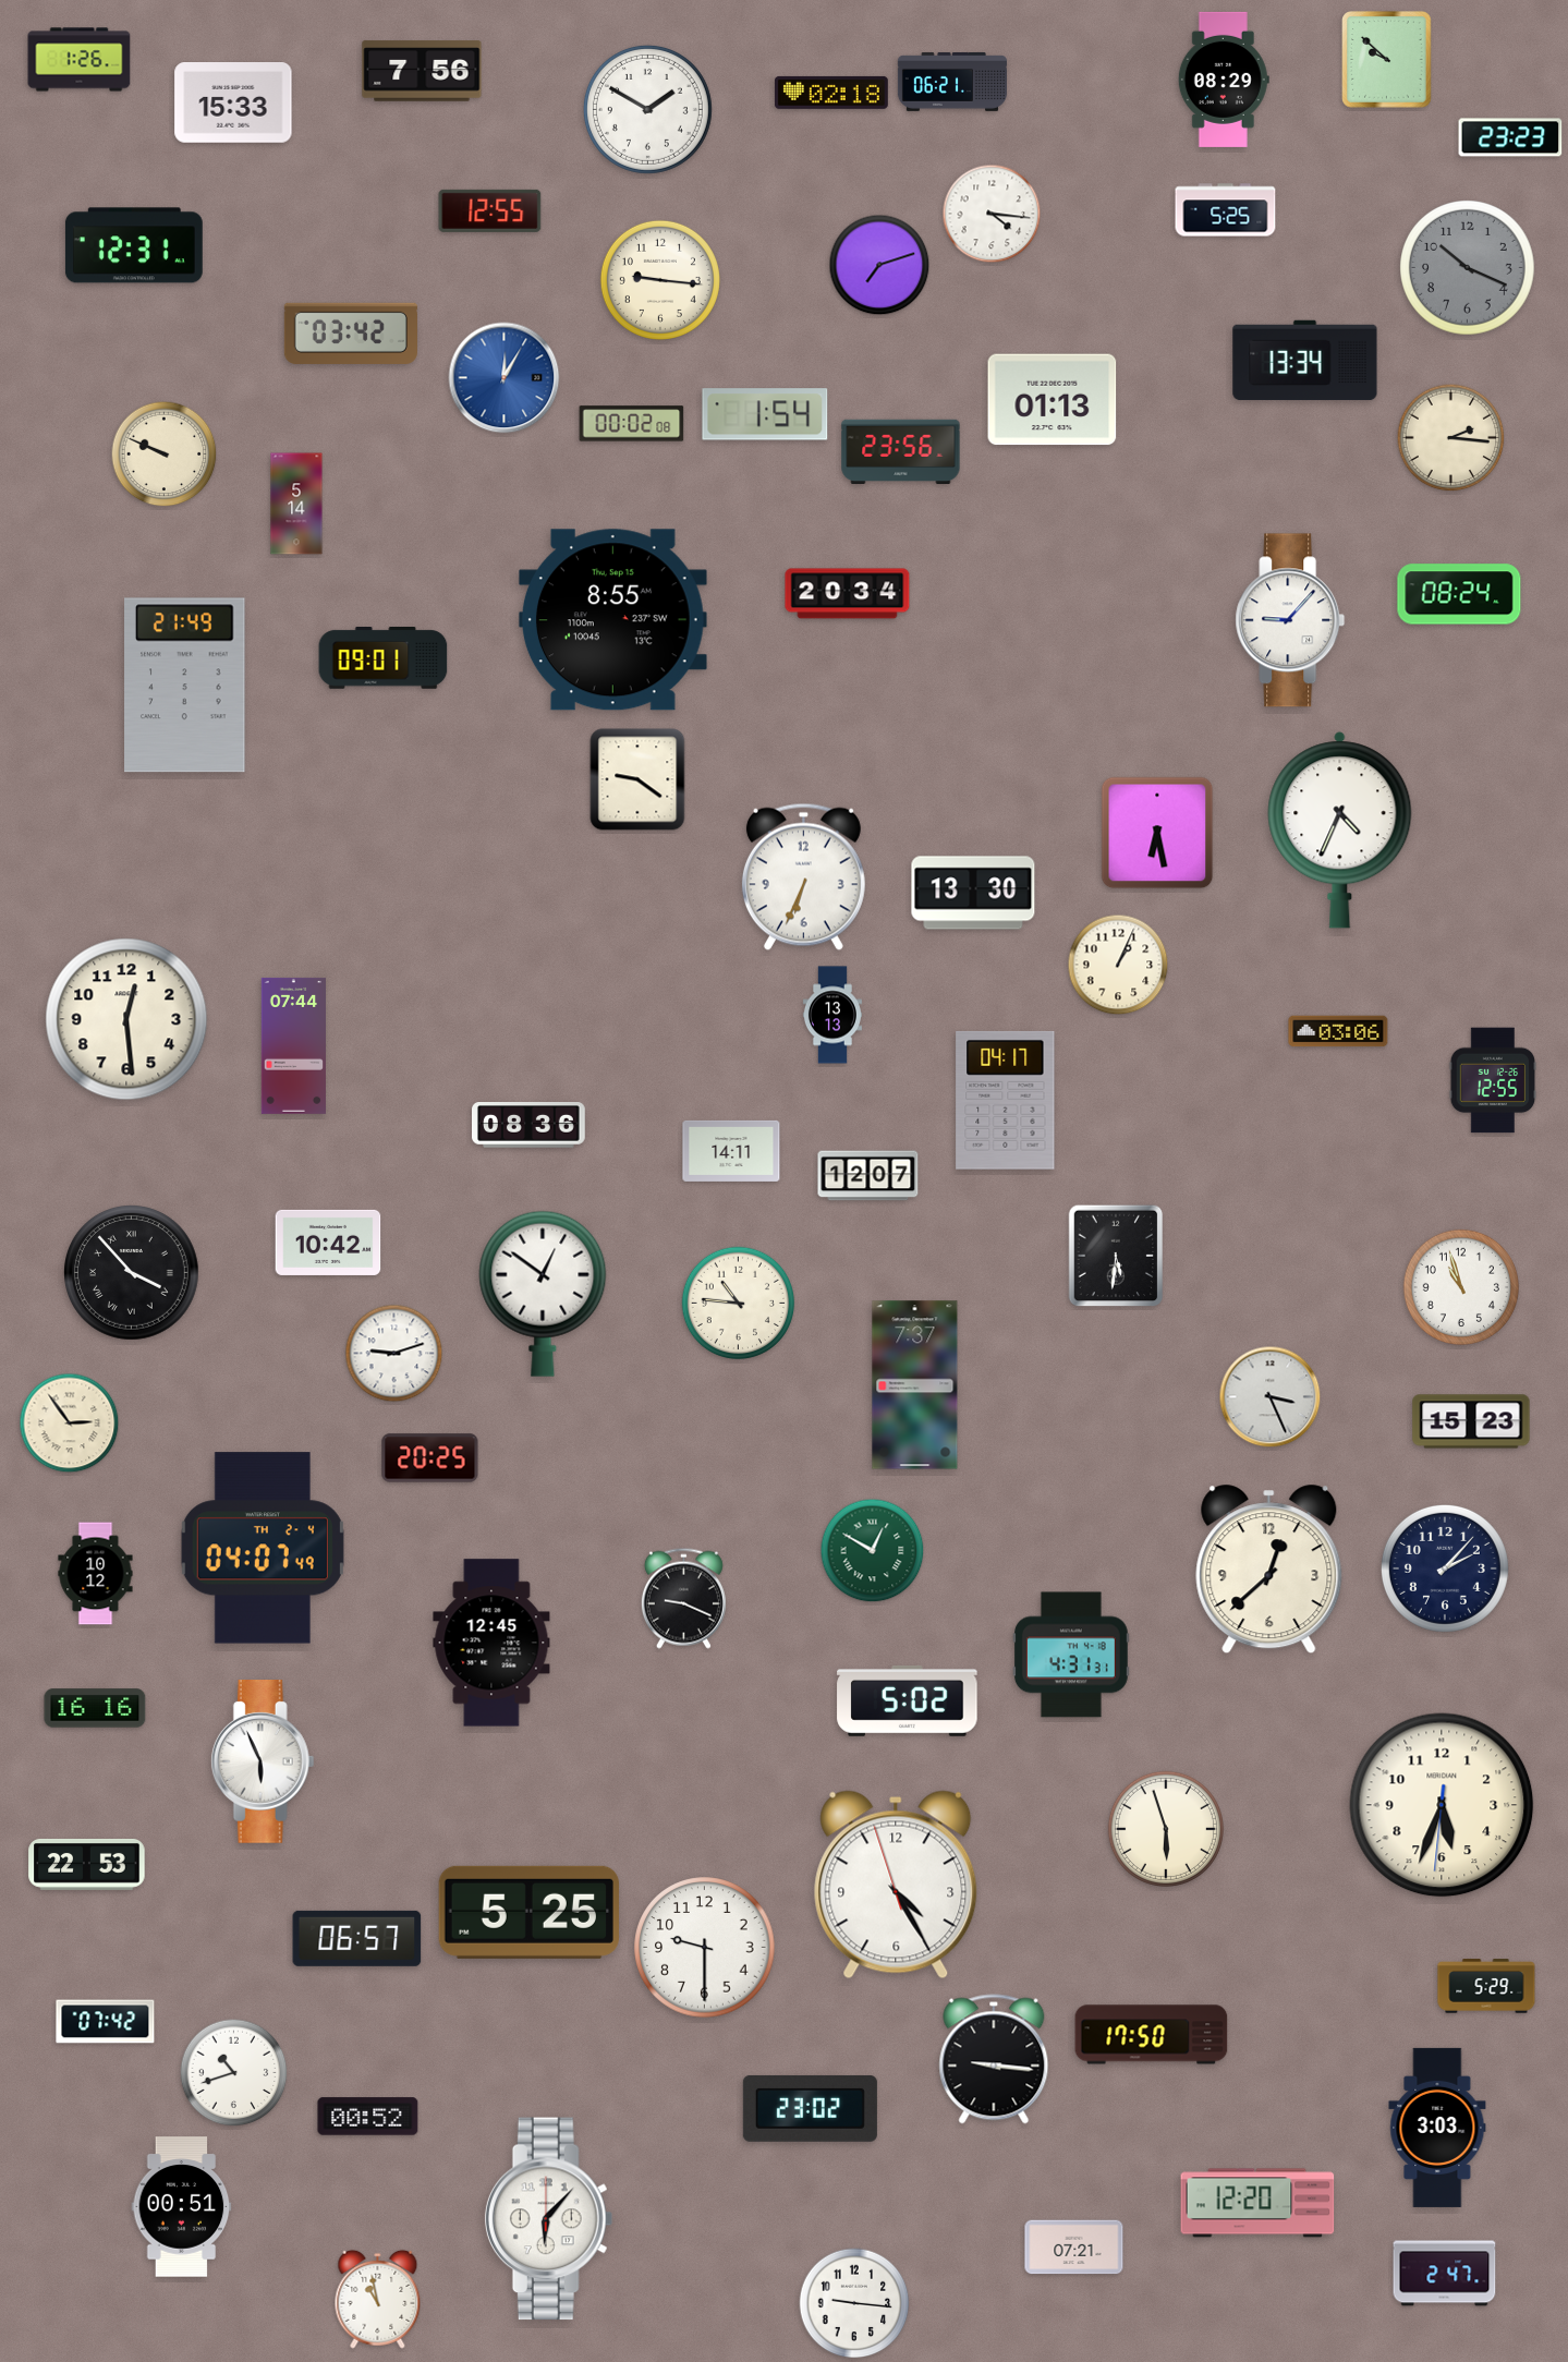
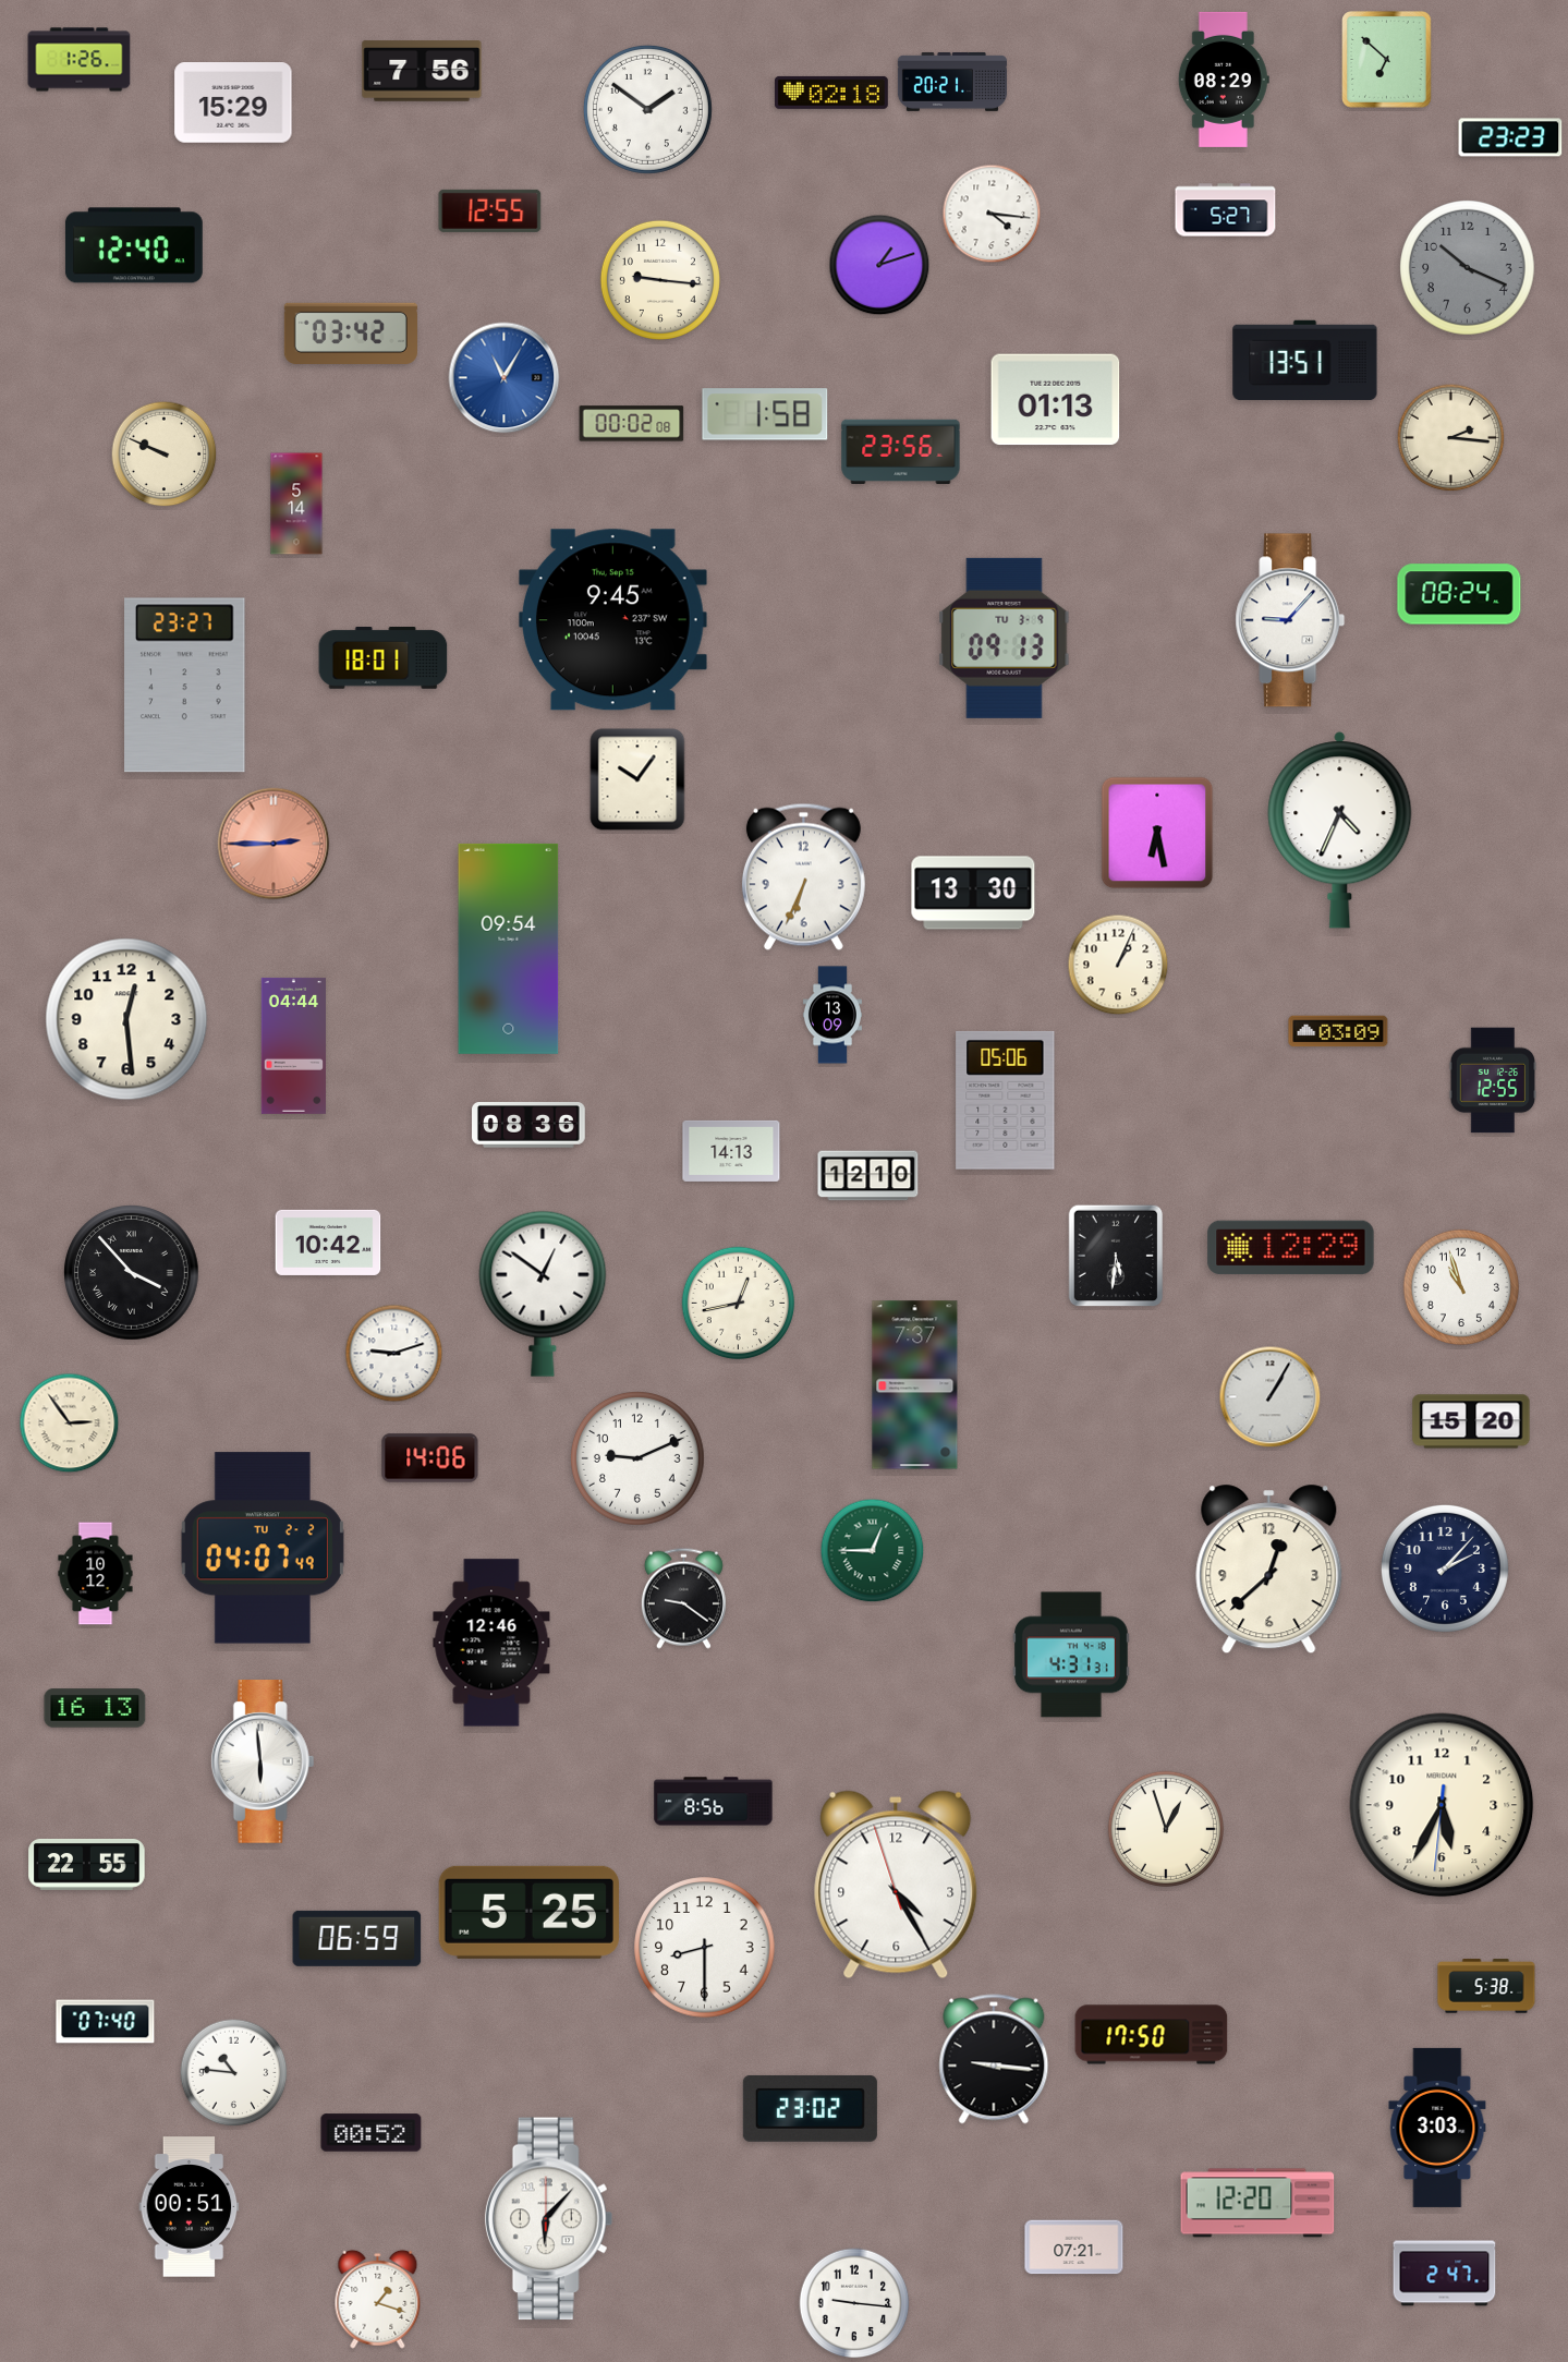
clock at (1387, 60): 9:52 -> 6:52
clock at (952, 82): 06:21 -> 20:21
clock at (233, 104): 15:33 -> 15:29
clock at (647, 109): 1:50 -> 1:51
clock at (1226, 210): 5:25 -> 5:27
clock at (134, 245): 12:31 -> 12:40
clock at (879, 265): 7:12 -> 1:12
clock at (1305, 361): 13:34 -> 13:51
clock at (505, 378): 12:05 -> 11:05
clock at (1053, 400) position: (1053, 400) -> (1056, 400)
clock at (765, 414): 1:54 -> 1:58
clock at (848, 594): 20:34 -> none
clock at (612, 620): 8:55 -> 9:45
clock at (1005, 638): none -> 09:13
clock at (384, 658): 09:01 -> 18:01
clock at (185, 686): 21:49 -> 23:27
clock at (637, 779): 9:21 -> 10:06
clock at (274, 844): none -> 2:45
clock at (509, 948): none -> 09:54
clock at (832, 1015): 13:13 -> 13:09
clock at (1338, 1031): 03:06 -> 03:09
clock at (293, 1045): 07:44 -> 04:44
clock at (1006, 1100): 04:17 -> 05:06
clock at (731, 1151): 14:11 -> 14:13
clock at (868, 1176): 12:07 -> 12:10
clock at (1291, 1248): none -> 12:29
clock at (739, 1304): 10:46 -> 12:43
clock at (1271, 1397): 3:26 -> 1:05
clock at (1471, 1421): 15:23 -> 15:20
clock at (430, 1458): 20:25 -> 14:06
clock at (639, 1459): none -> 9:11
clock at (263, 1548) date: TH 2-4 -> TU 2-2
clock at (873, 1551): 12:50 -> 12:45
clock at (683, 1598): 9:19 -> 9:21
clock at (491, 1643): 12:45 -> 12:46
clock at (908, 1700): 5:02 -> none
clock at (95, 1708): 16:16 -> 16:13
clock at (263, 1763): 5:56 -> 5:59
clock at (714, 1802): none -> 8:56
clock at (1442, 1805): 5:33 -> 5:34
clock at (1166, 1829): 5:57 -> 12:57
clock at (87, 1864): 22:53 -> 22:55
clock at (357, 1938): 06:57 -> 06:59
clock at (705, 1948): 9:30 -> 8:30
clock at (1486, 1986): 5:29 -> 5:38
clock at (106, 2022): 07:42 -> 07:40
clock at (234, 2073): 10:42 -> 10:46
clock at (368, 2117) position: (368, 2117) -> (372, 2133)
clock at (182, 2207) position: (182, 2207) -> (190, 2207)
clock at (378, 2299): 10:58 -> 1:18
